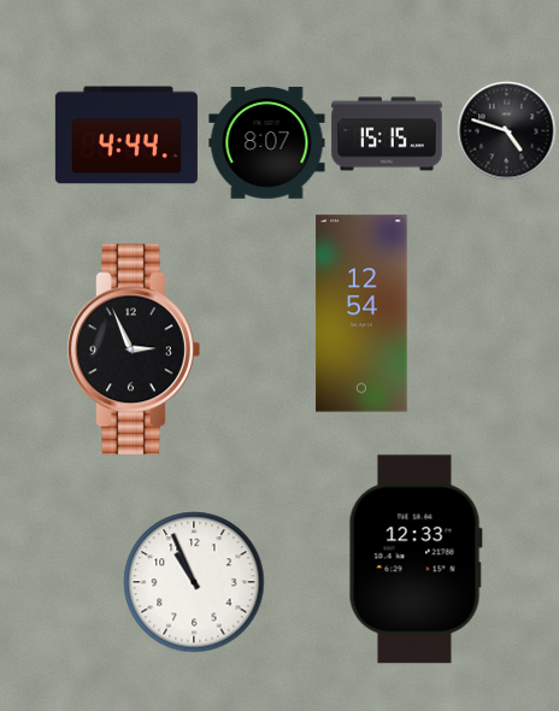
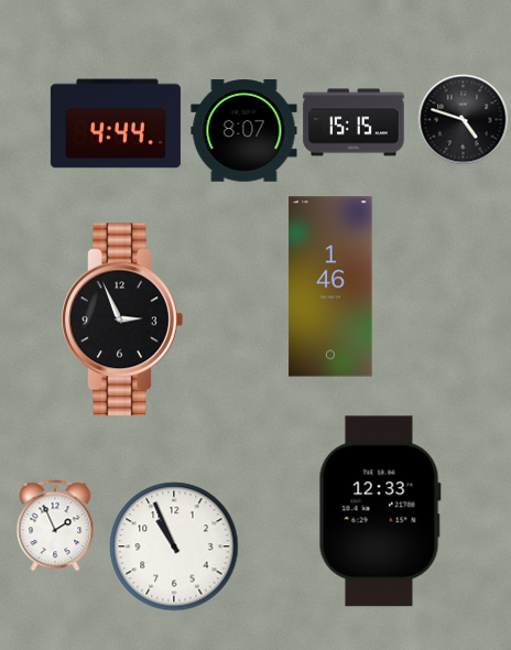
clock at (361, 313): 12:54 -> 1:46
clock at (55, 526): none -> 1:56
clock at (194, 582) position: (194, 582) -> (174, 546)
